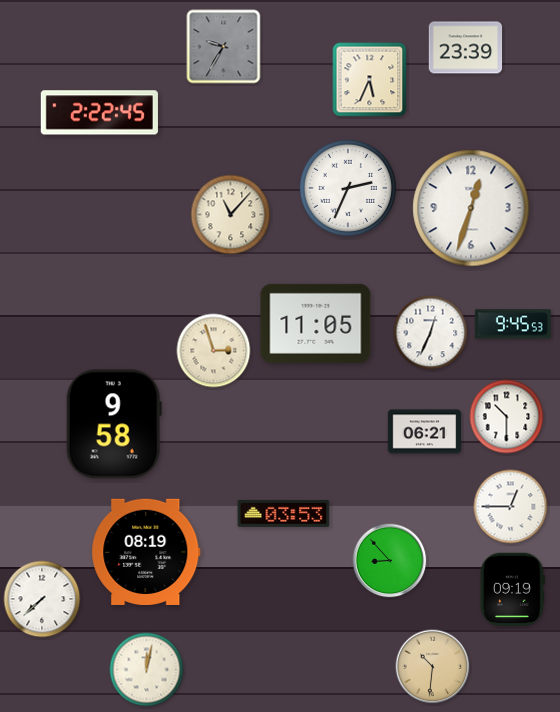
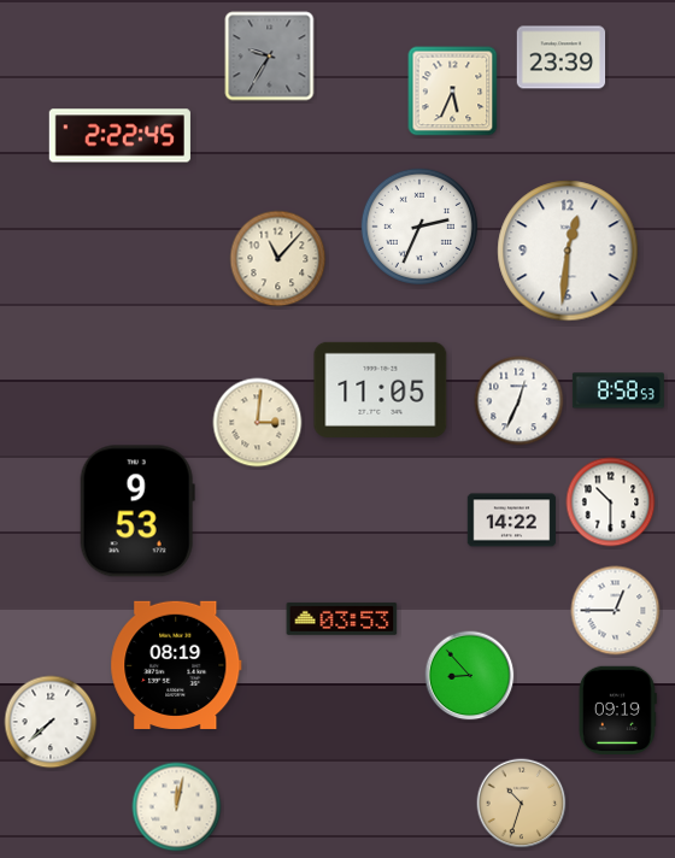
clock at (370, 80) position: (370, 80) -> (453, 92)
clock at (471, 208): 12:33 -> 12:31
clock at (513, 324): 9:45 -> 8:58
clock at (214, 351): 2:57 -> 3:01
clock at (114, 424): 9:58 -> 9:53
clock at (425, 432): 06:21 -> 14:22
clock at (433, 667): 10:31 -> 10:33
